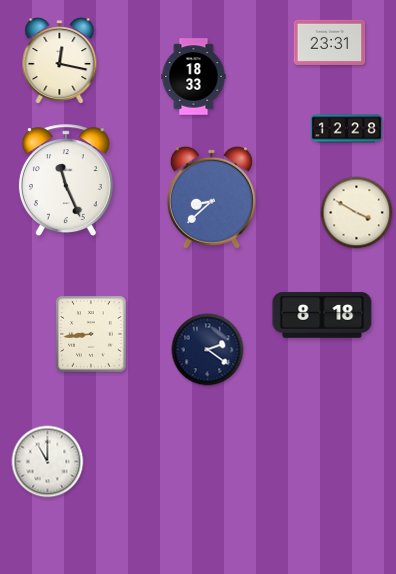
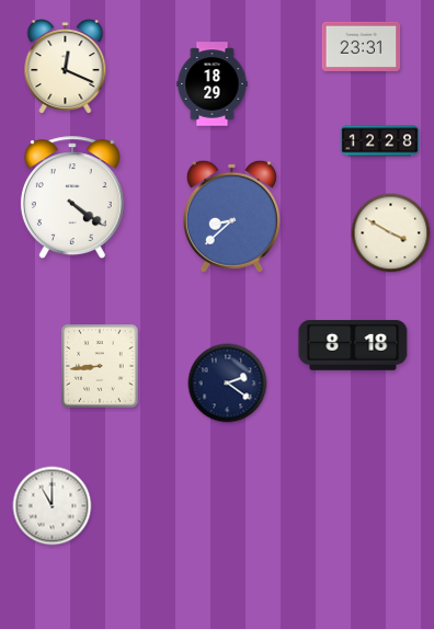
clock at (60, 61): 12:17 -> 12:19
clock at (194, 77): 18:33 -> 18:29
clock at (66, 180): 11:26 -> 4:21
